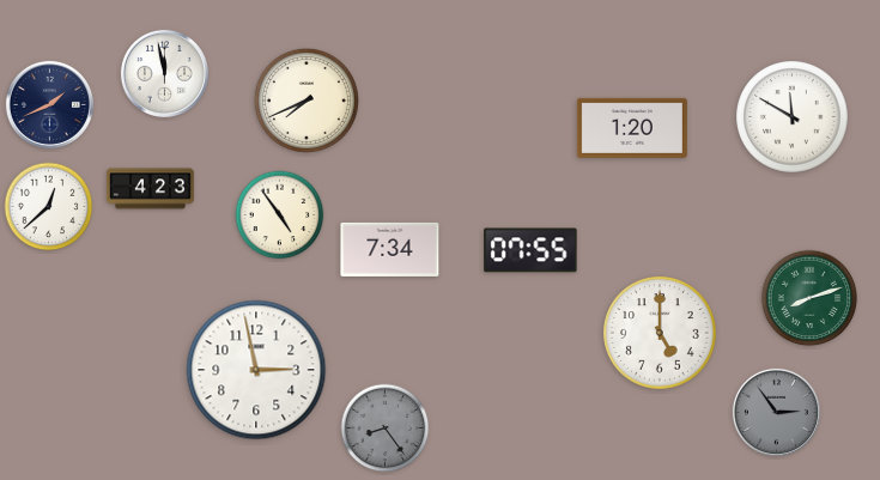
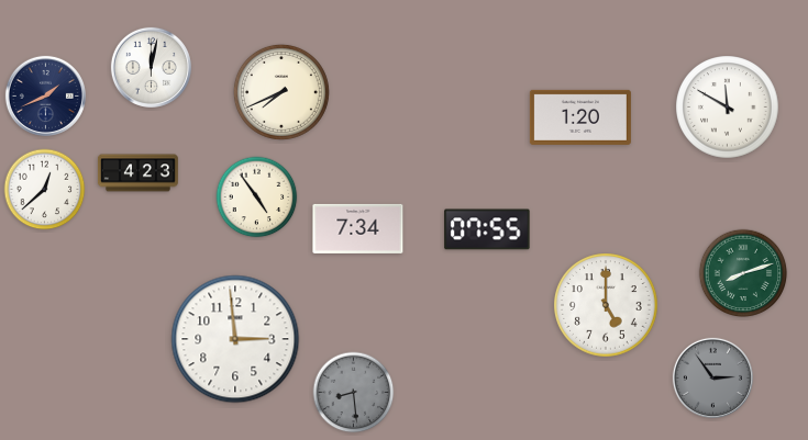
clock at (164, 73): 11:58 -> 12:02
clock at (256, 370): 2:58 -> 2:59
clock at (386, 429): 8:24 -> 8:29
